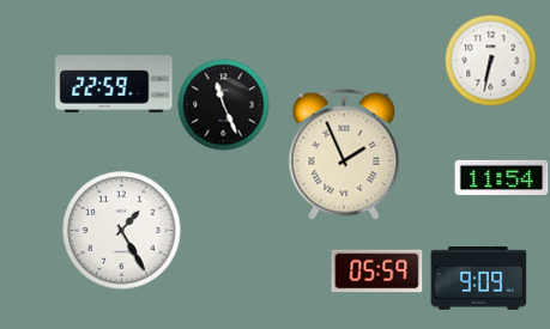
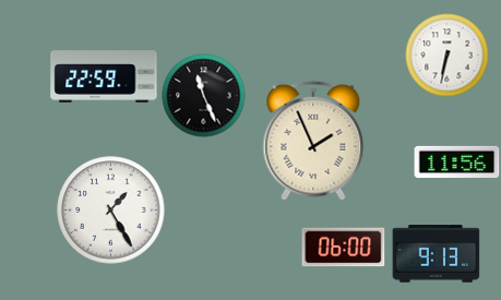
clock at (502, 177): 11:54 -> 11:56
clock at (377, 272): 05:59 -> 06:00
clock at (479, 279): 9:09 -> 9:13
